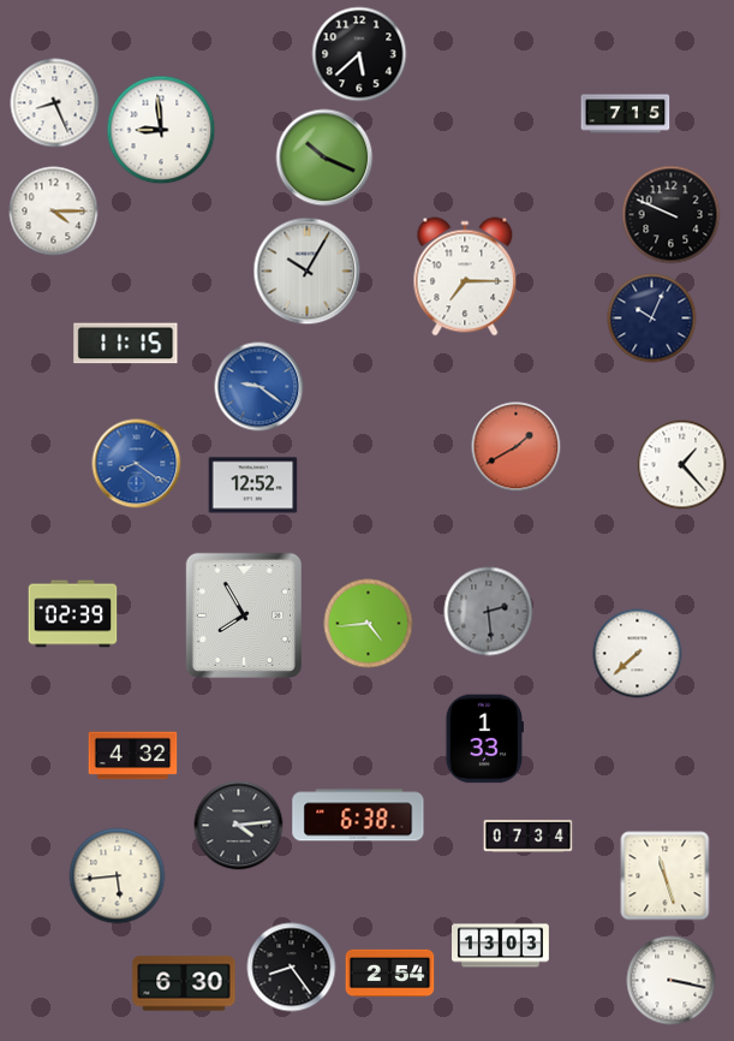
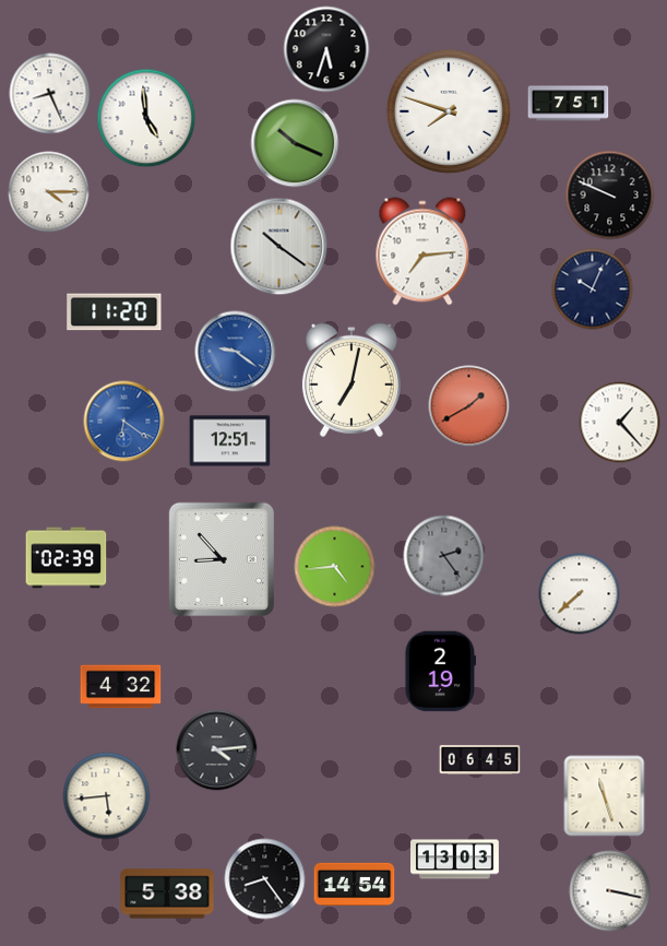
clock at (359, 54): 5:38 -> 5:33
clock at (626, 114): 7:15 -> 7:51
clock at (449, 111): none -> 7:48
clock at (161, 130): 8:59 -> 4:59
clock at (308, 272): 10:05 -> 10:21
clock at (465, 276): 7:15 -> 7:14
clock at (126, 344): 11:15 -> 11:20
clock at (352, 380): none -> 7:02
clock at (137, 464): 8:21 -> 6:21
clock at (253, 486): 12:52 -> 12:51
clock at (489, 612): 2:29 -> 2:24
clock at (244, 615): 7:55 -> 8:53
clock at (484, 739): 1:33 -> 2:19
clock at (358, 815): 6:38 -> none
clock at (529, 835): 07:34 -> 06:45
clock at (390, 974): 2:54 -> 14:54
clock at (184, 983): 6:30 -> 5:38
